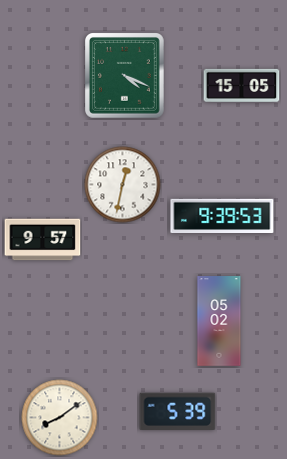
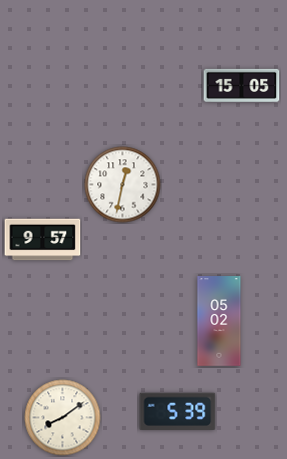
clock at (125, 76): 4:19 -> none
clock at (222, 216): 9:39 -> none
clock at (60, 418) position: (60, 418) -> (63, 418)
